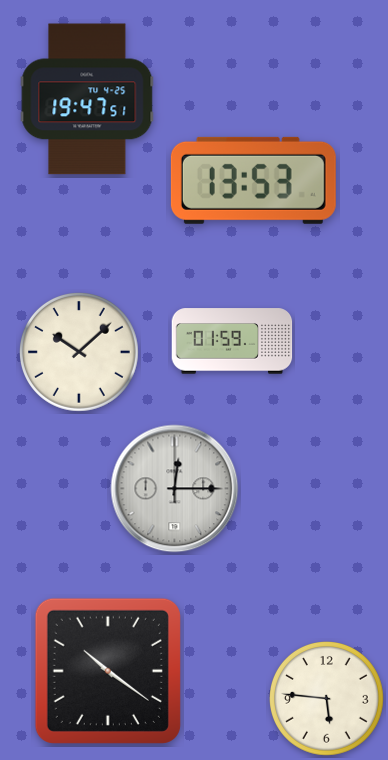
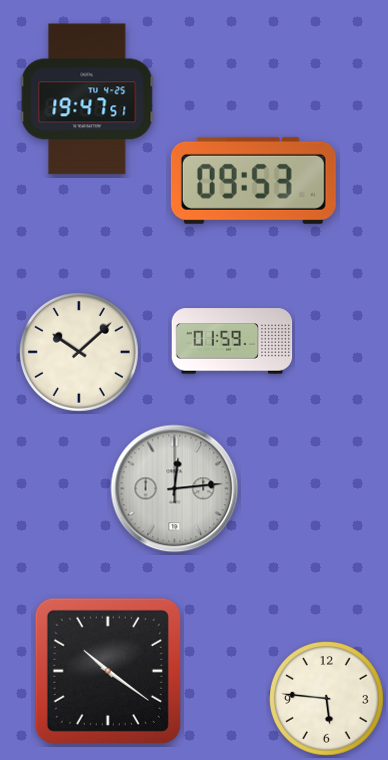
clock at (253, 180): 13:53 -> 09:53
clock at (175, 489): 12:15 -> 12:14
